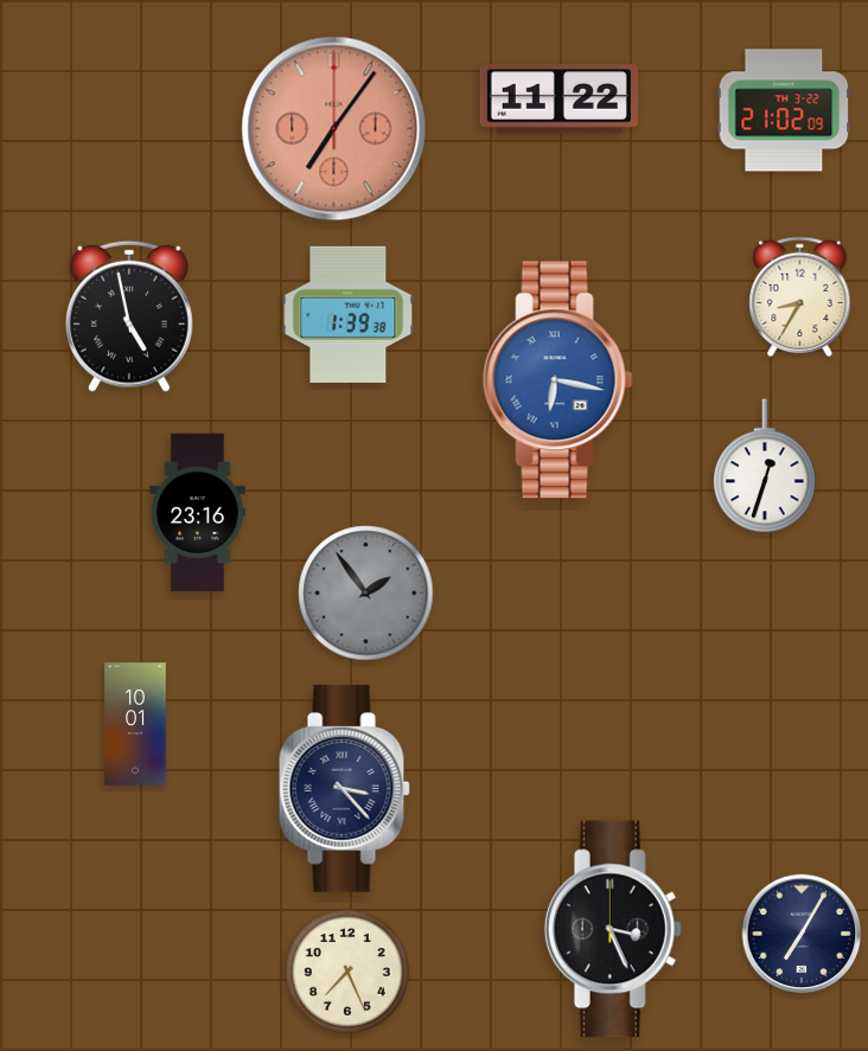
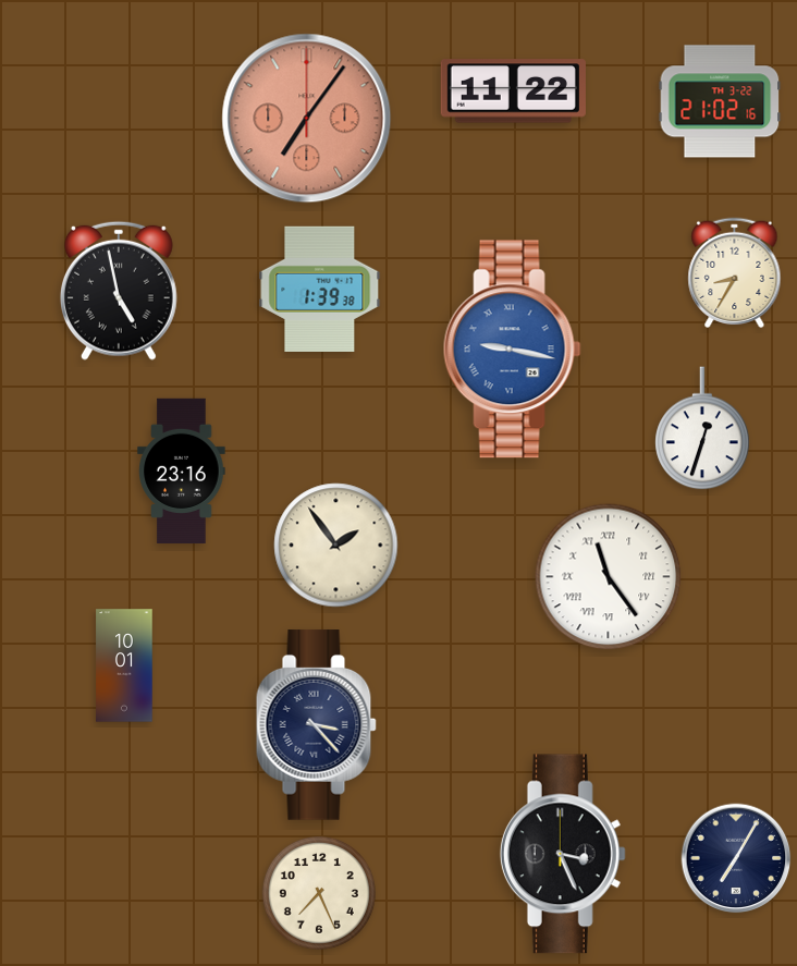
clock at (784, 110): 21:02:09 -> 21:02:16
clock at (557, 380): 6:17 -> 9:17
clock at (366, 594) dial: grey -> cream
clock at (609, 577): none -> 11:24
